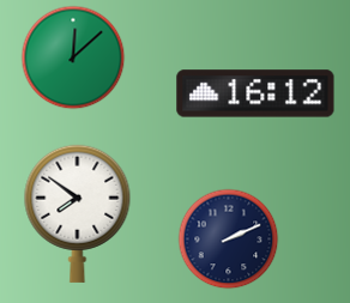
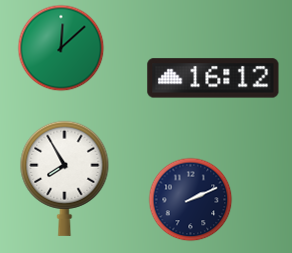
clock at (78, 213): 7:51 -> 7:55
